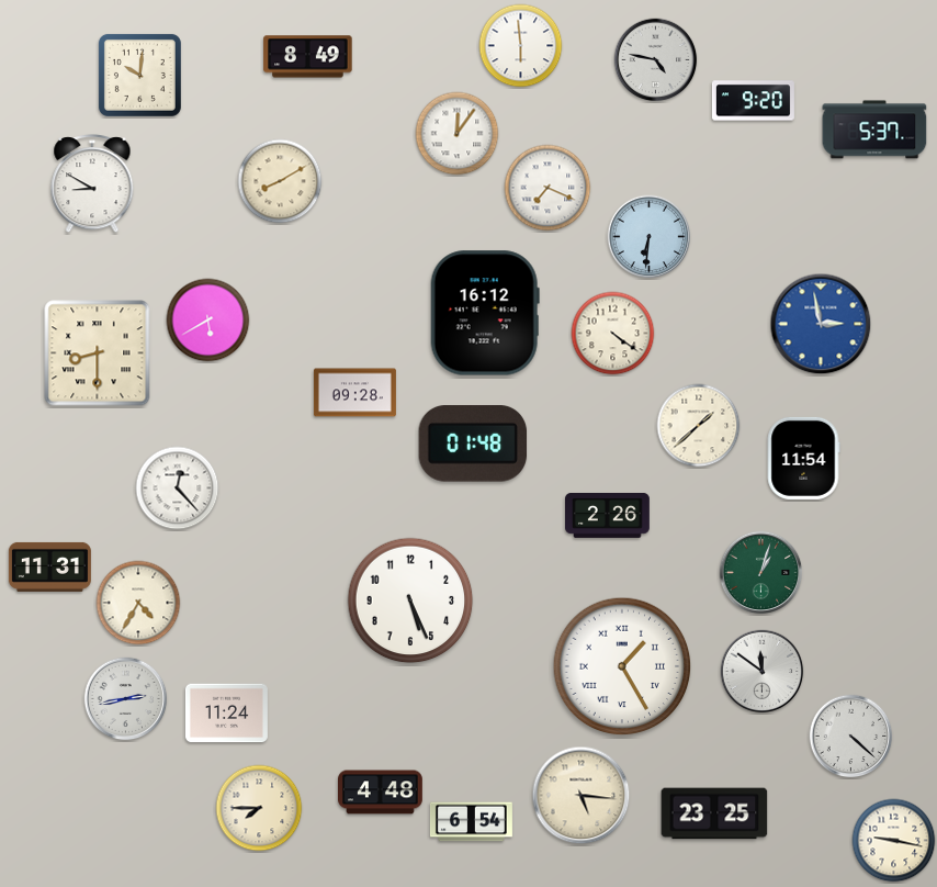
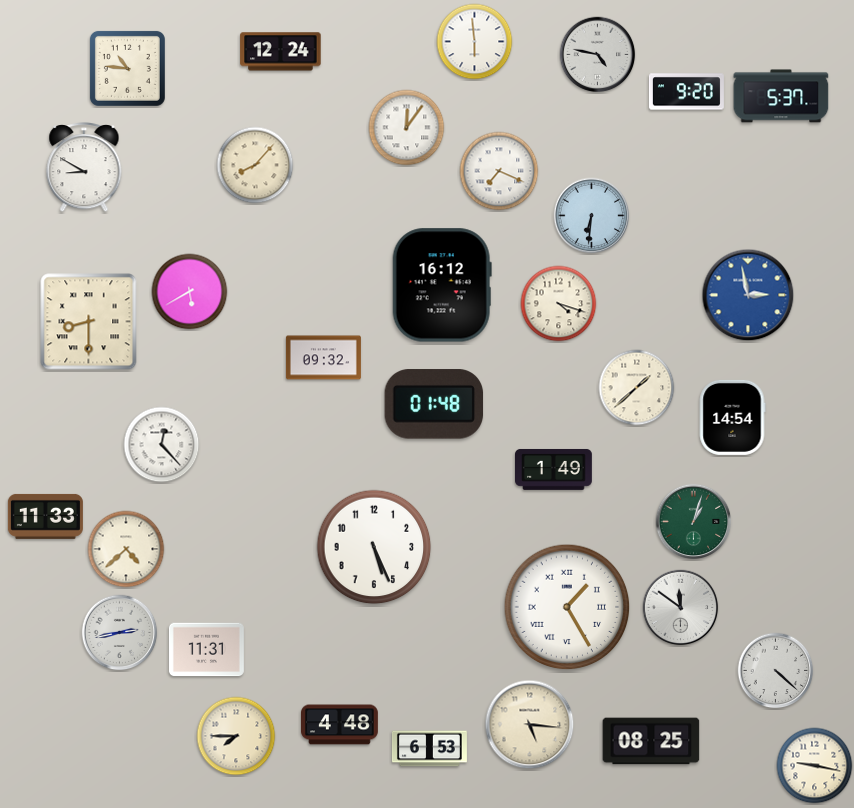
clock at (308, 57): 8:49 -> 12:24
clock at (139, 75): 10:01 -> 10:46
clock at (874, 130) position: (874, 130) -> (781, 96)
clock at (458, 134) position: (458, 134) -> (407, 128)
clock at (280, 181): 8:10 -> 8:07
clock at (613, 334): 4:21 -> 4:18
clock at (354, 393): 09:28 -> 09:32
clock at (473, 443) position: (473, 443) -> (434, 404)
clock at (803, 458): 11:54 -> 14:54
clock at (608, 515): 2:26 -> 1:49
clock at (49, 566): 11:31 -> 11:33
clock at (138, 603): 4:35 -> 4:38
clock at (763, 672) position: (763, 672) -> (681, 608)
clock at (126, 699) position: (126, 699) -> (120, 633)
clock at (226, 714): 11:24 -> 11:31
clock at (381, 793) position: (381, 793) -> (340, 725)
clock at (714, 813): 23:25 -> 08:25
clock at (471, 822): 6:54 -> 6:53
